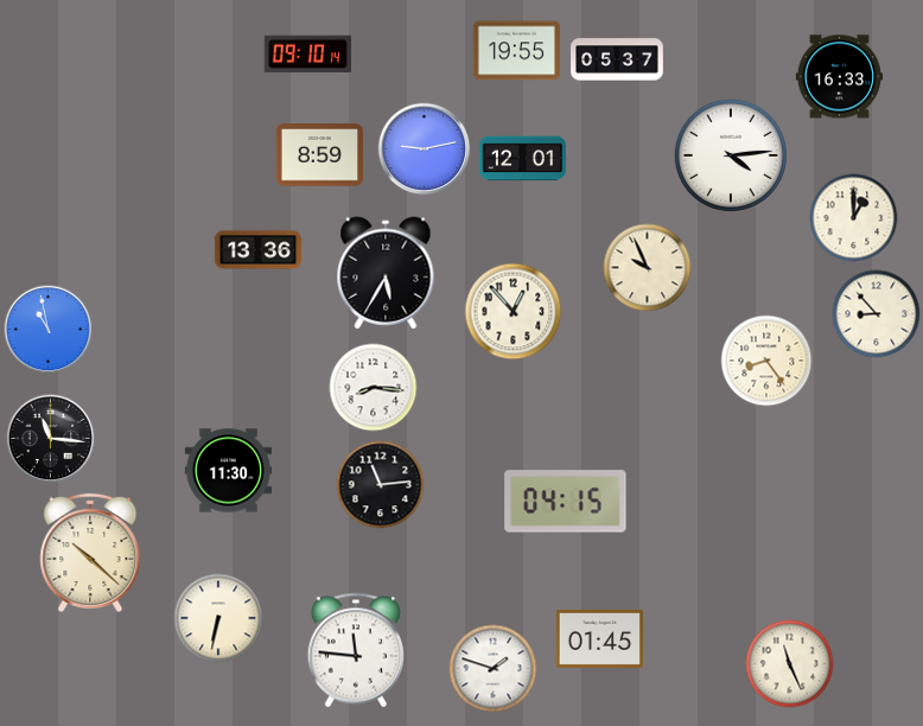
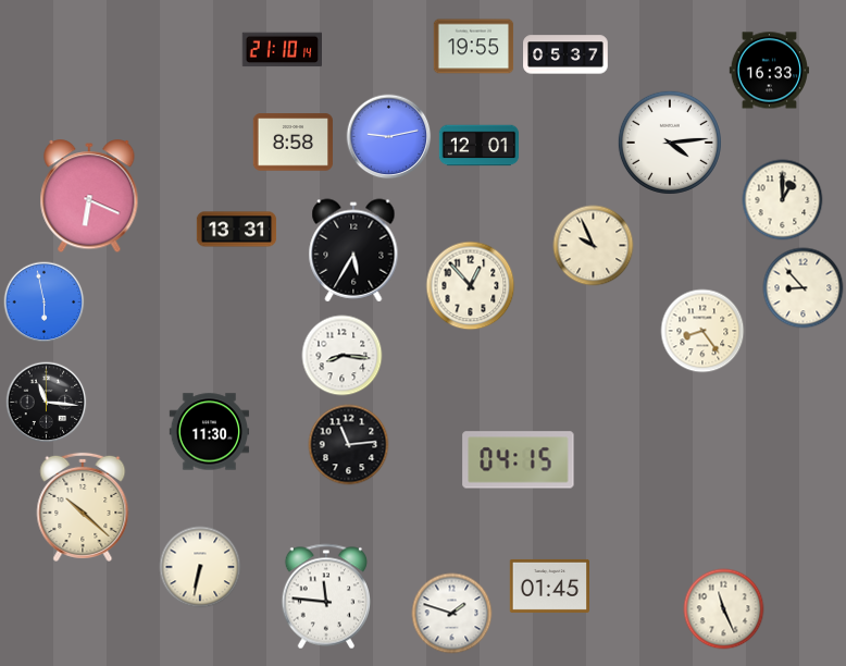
clock at (307, 55): 09:10 -> 21:10
clock at (319, 155): 8:59 -> 8:58
clock at (89, 197): none -> 6:19
clock at (259, 250): 13:36 -> 13:31
clock at (49, 330): 10:58 -> 5:58
